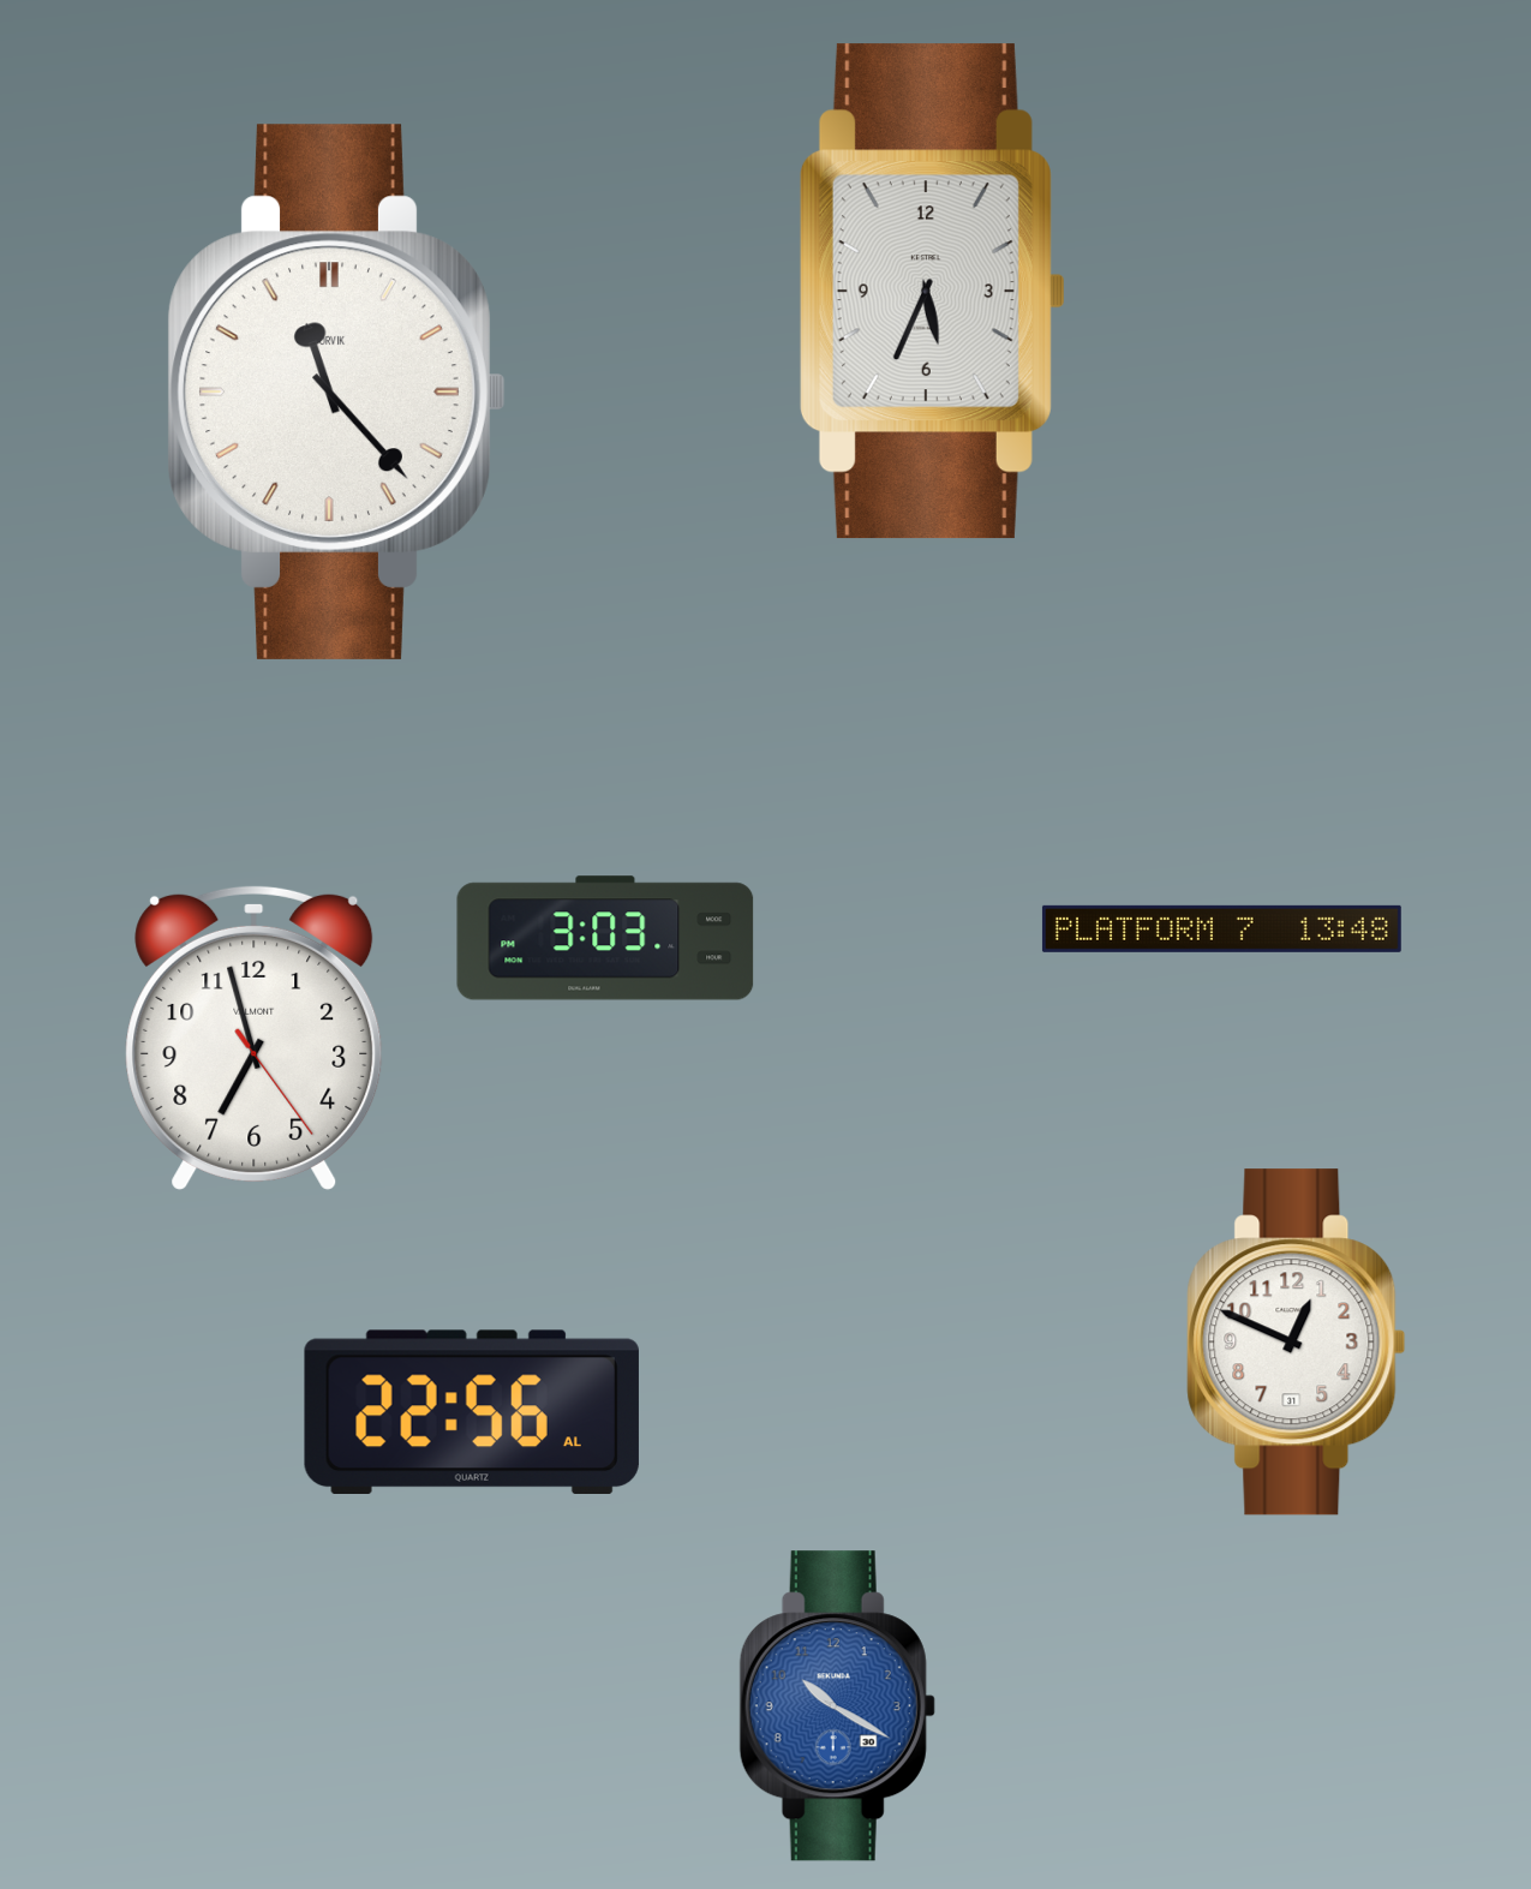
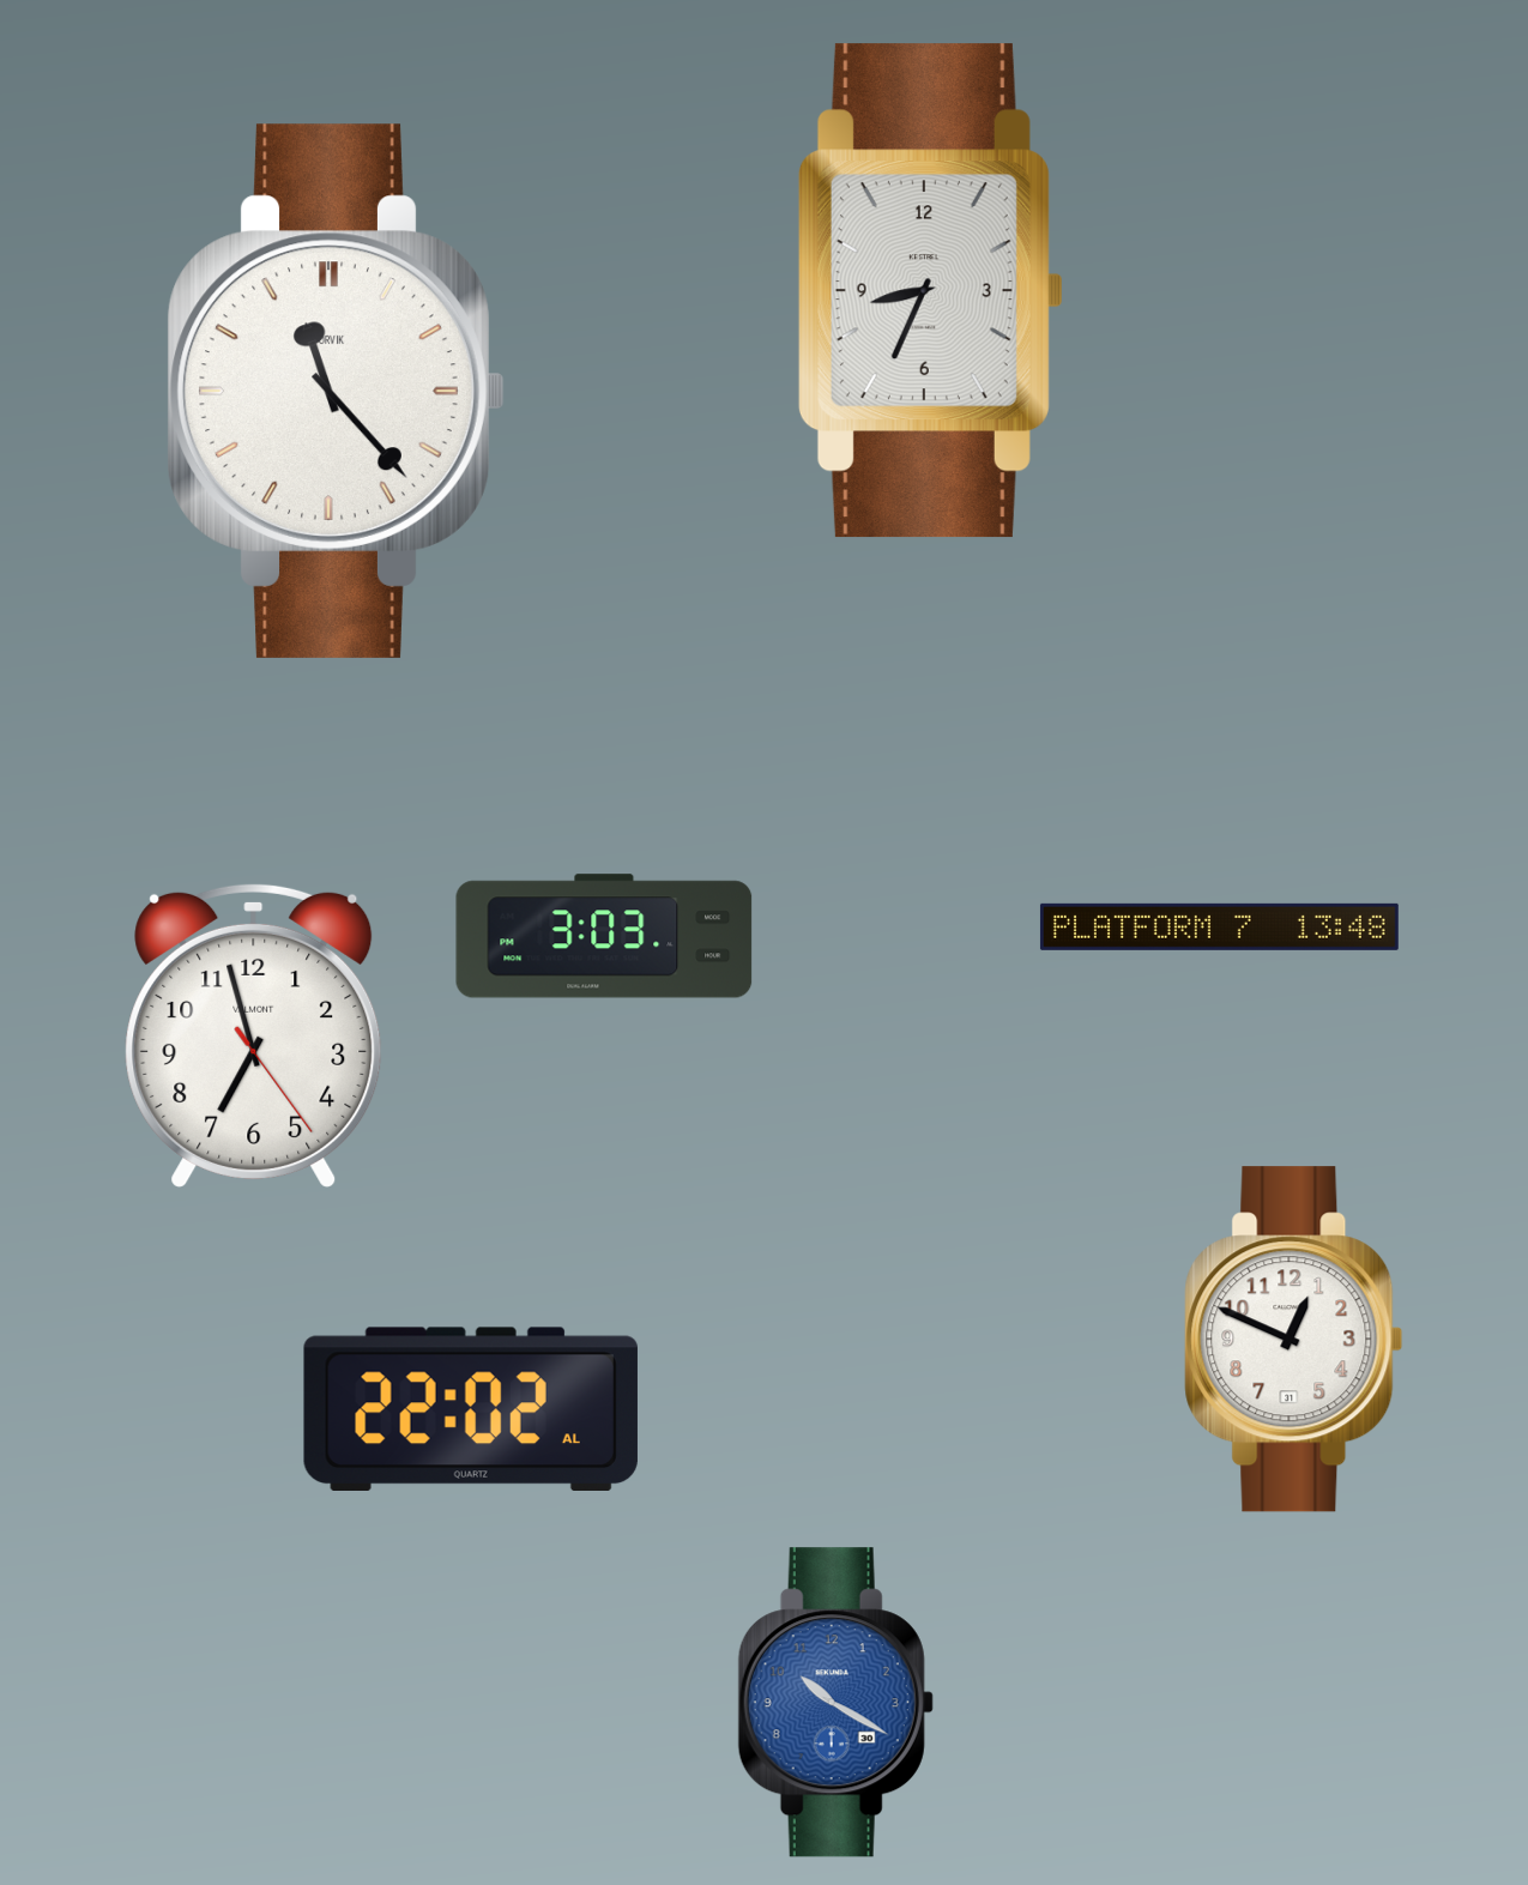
clock at (932, 292): 5:34 -> 8:34
clock at (472, 1411): 22:56 -> 22:02
